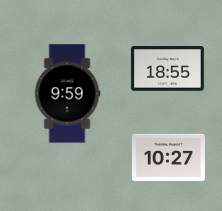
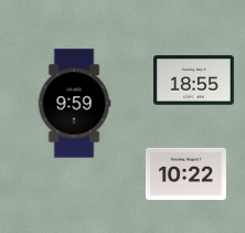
clock at (167, 69) position: (167, 69) -> (193, 81)
clock at (168, 157): 10:27 -> 10:22
